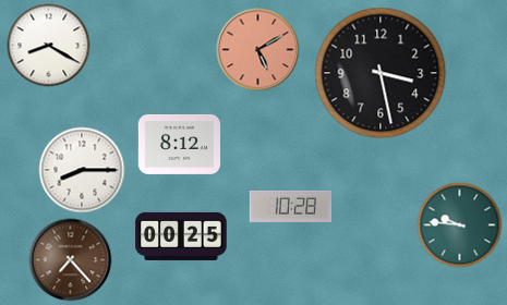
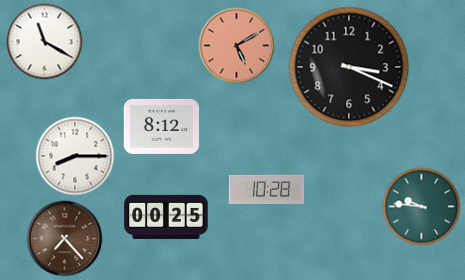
clock at (49, 46): 8:20 -> 11:20
clock at (381, 73): 3:28 -> 3:19
clock at (180, 144) position: (180, 144) -> (162, 126)
